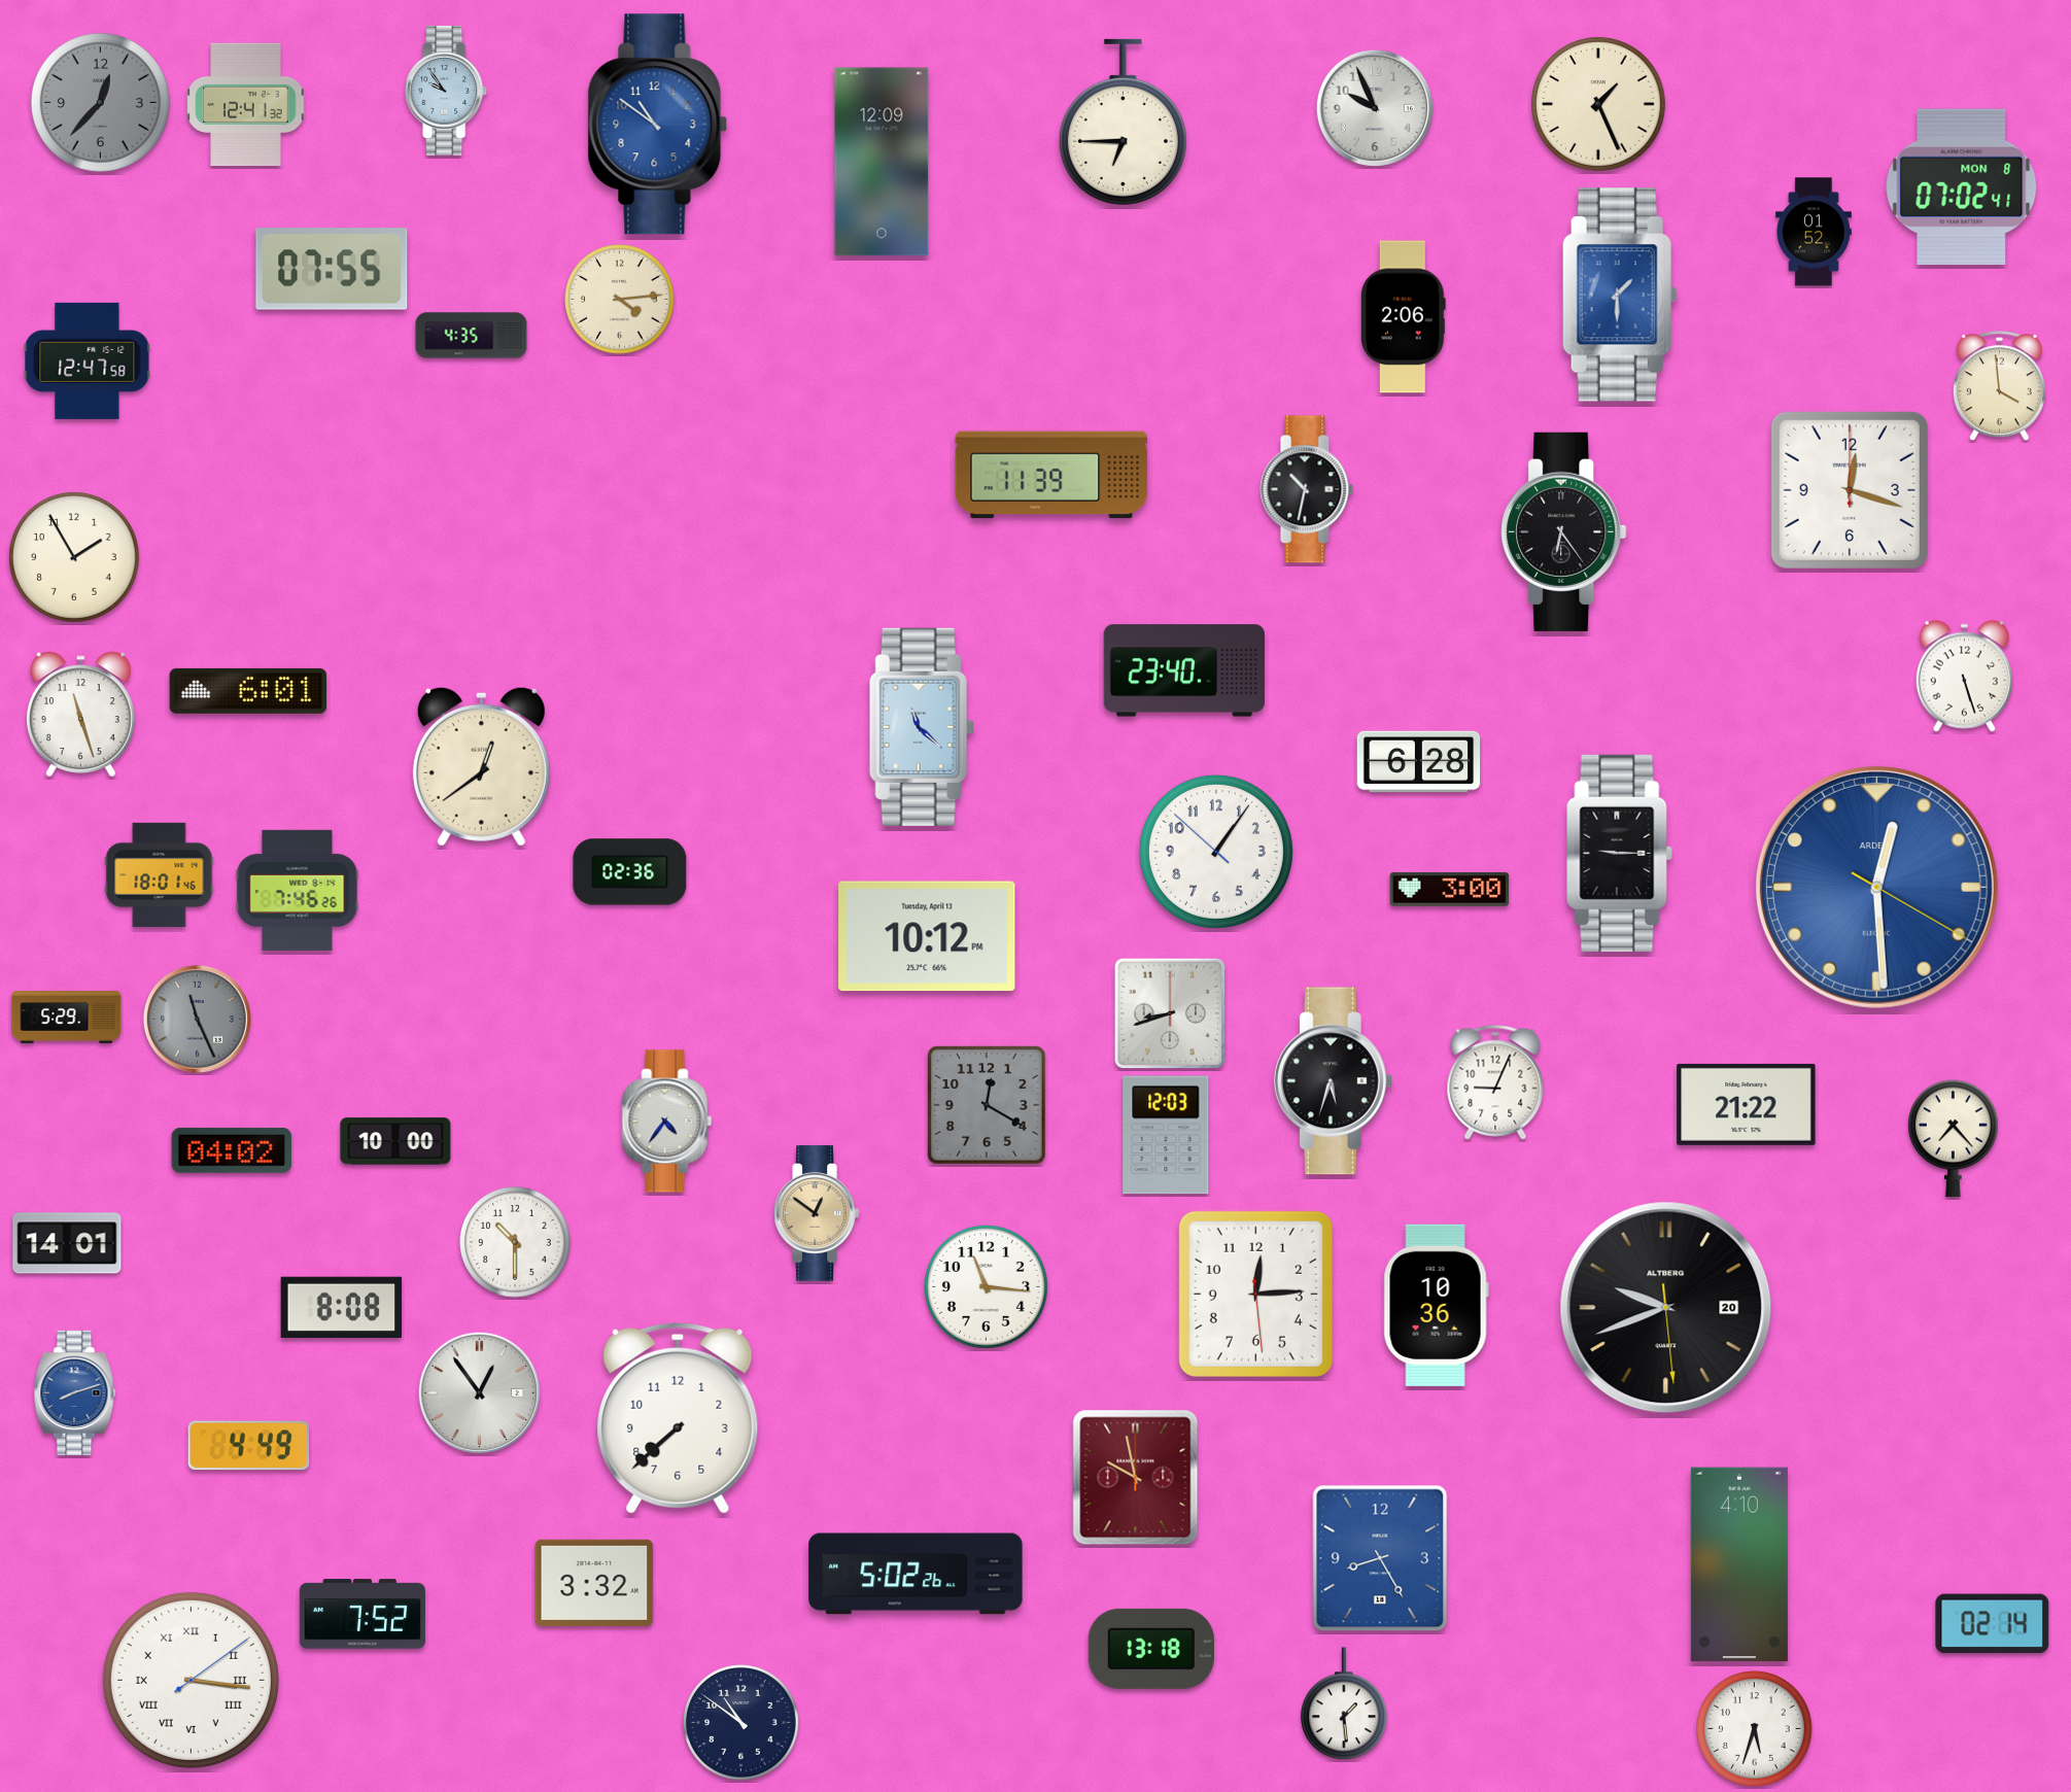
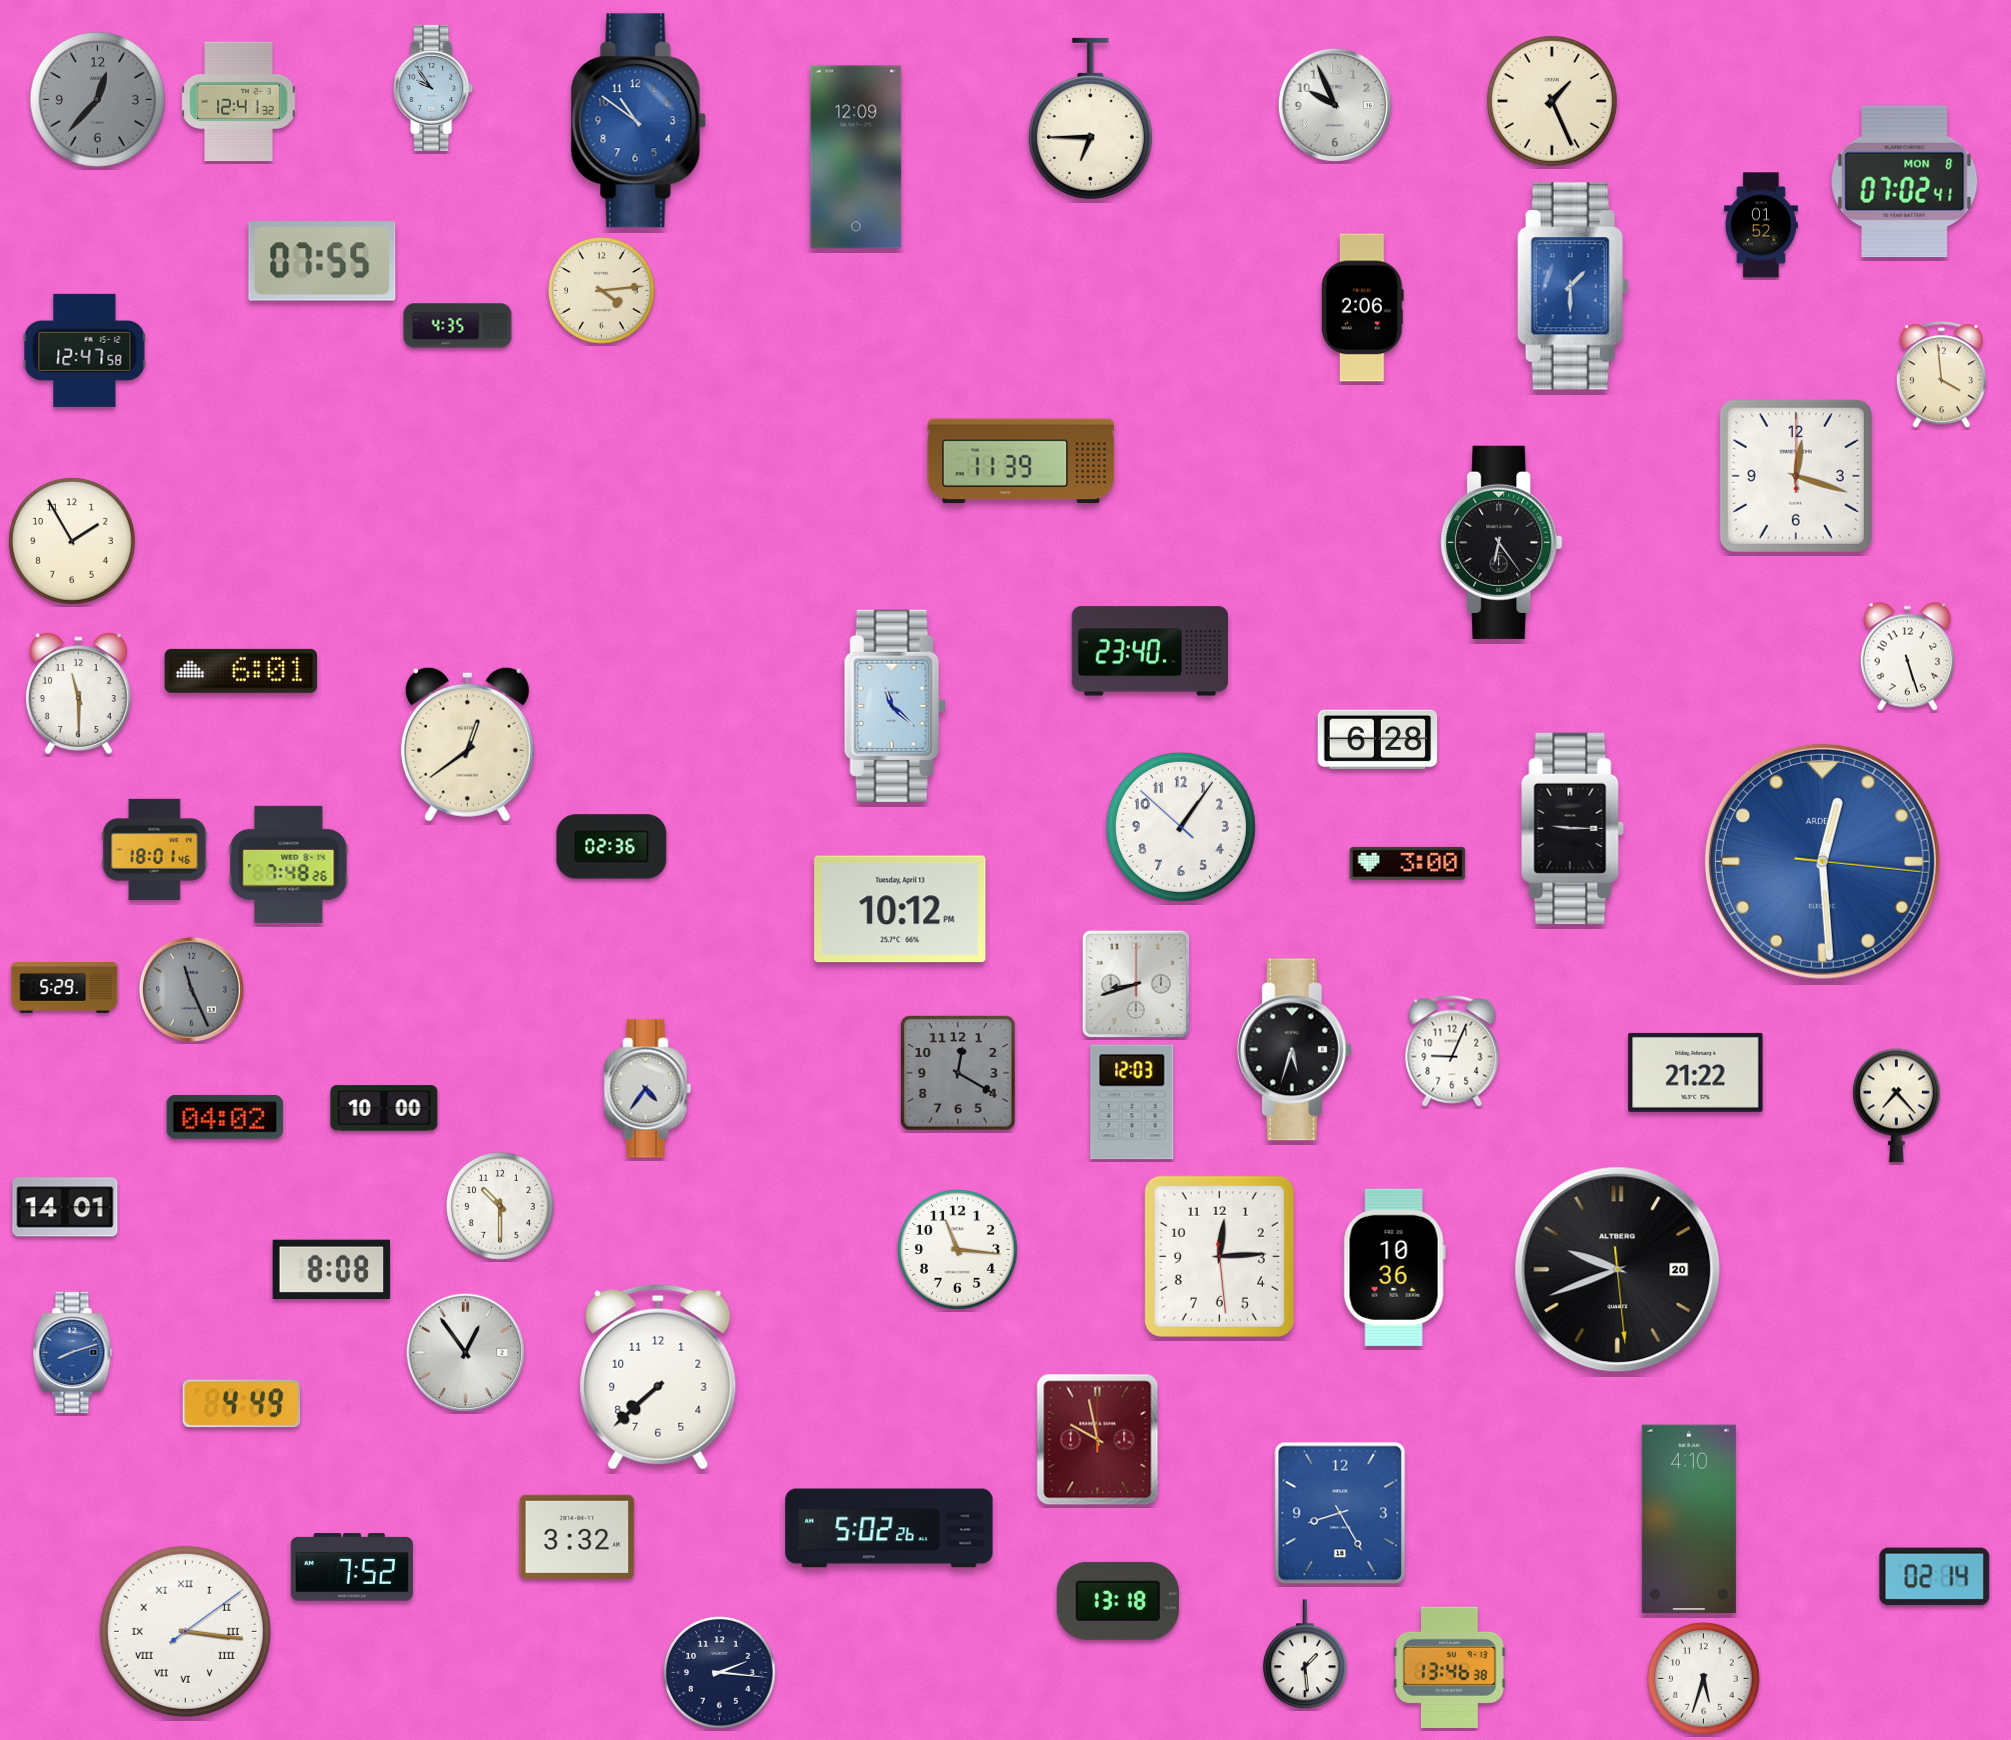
clock at (1307, 489): 10:32 -> none
clock at (1564, 531) position: (1564, 531) -> (1502, 542)
clock at (80, 715): 11:27 -> 11:30
clock at (1876, 887): 12:29:20 -> 12:29:16
clock at (298, 890): 7:46 -> 7:48
clock at (817, 1213): 12:51 -> none
clock at (1136, 1478) position: (1136, 1478) -> (1098, 1440)
clock at (1450, 1667): none -> 13:46
clock at (741, 1723): 10:51 -> 2:16
